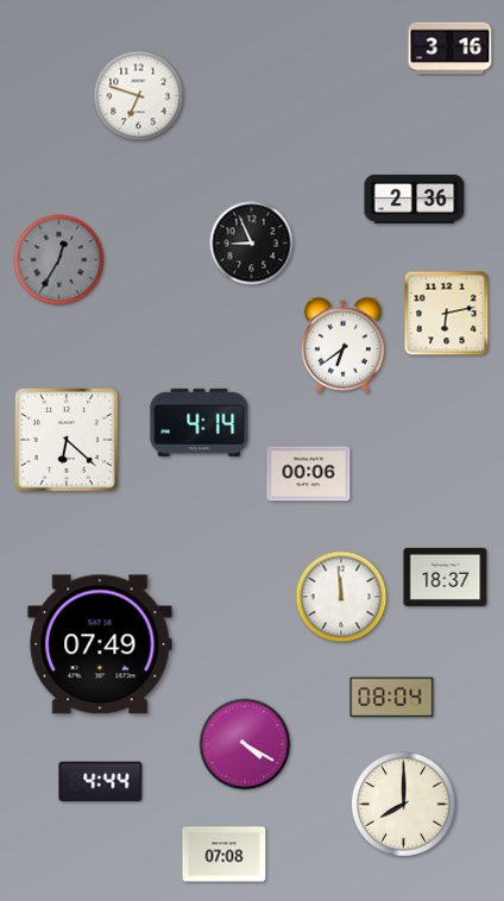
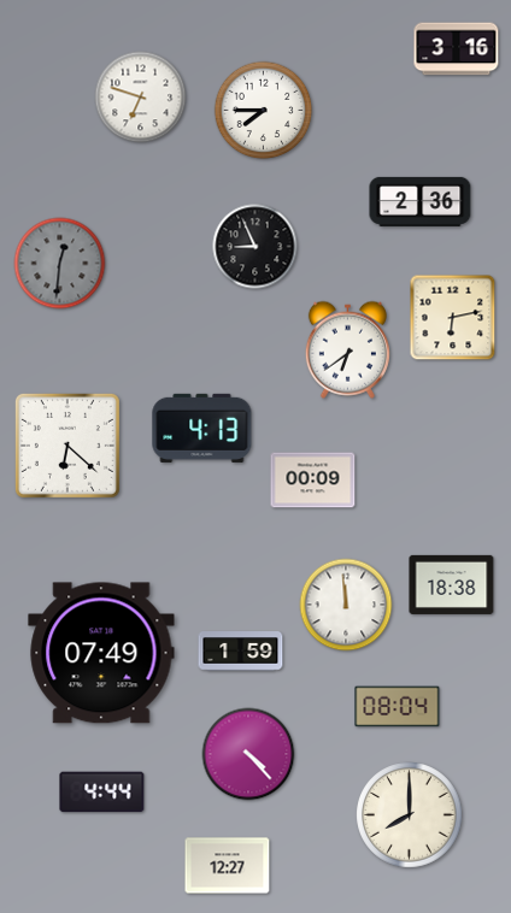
clock at (264, 111): none -> 7:45
clock at (59, 260): 12:35 -> 12:31
clock at (200, 422): 4:14 -> 4:13
clock at (309, 474): 00:06 -> 00:09
clock at (446, 576): 18:37 -> 18:38
clock at (241, 652): none -> 1:59
clock at (245, 744): 4:20 -> 4:23
clock at (225, 855): 07:08 -> 12:27
